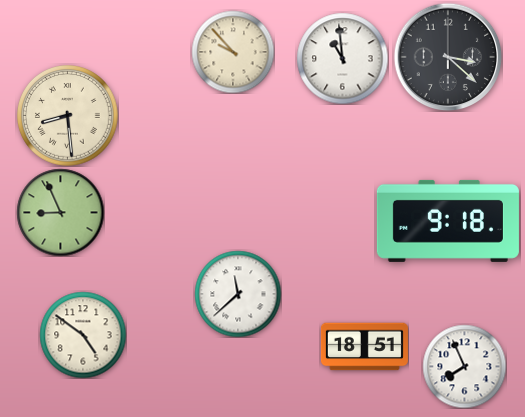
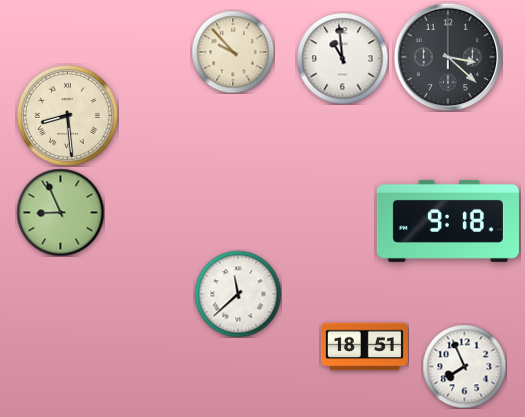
clock at (83, 335): 4:51 -> none
